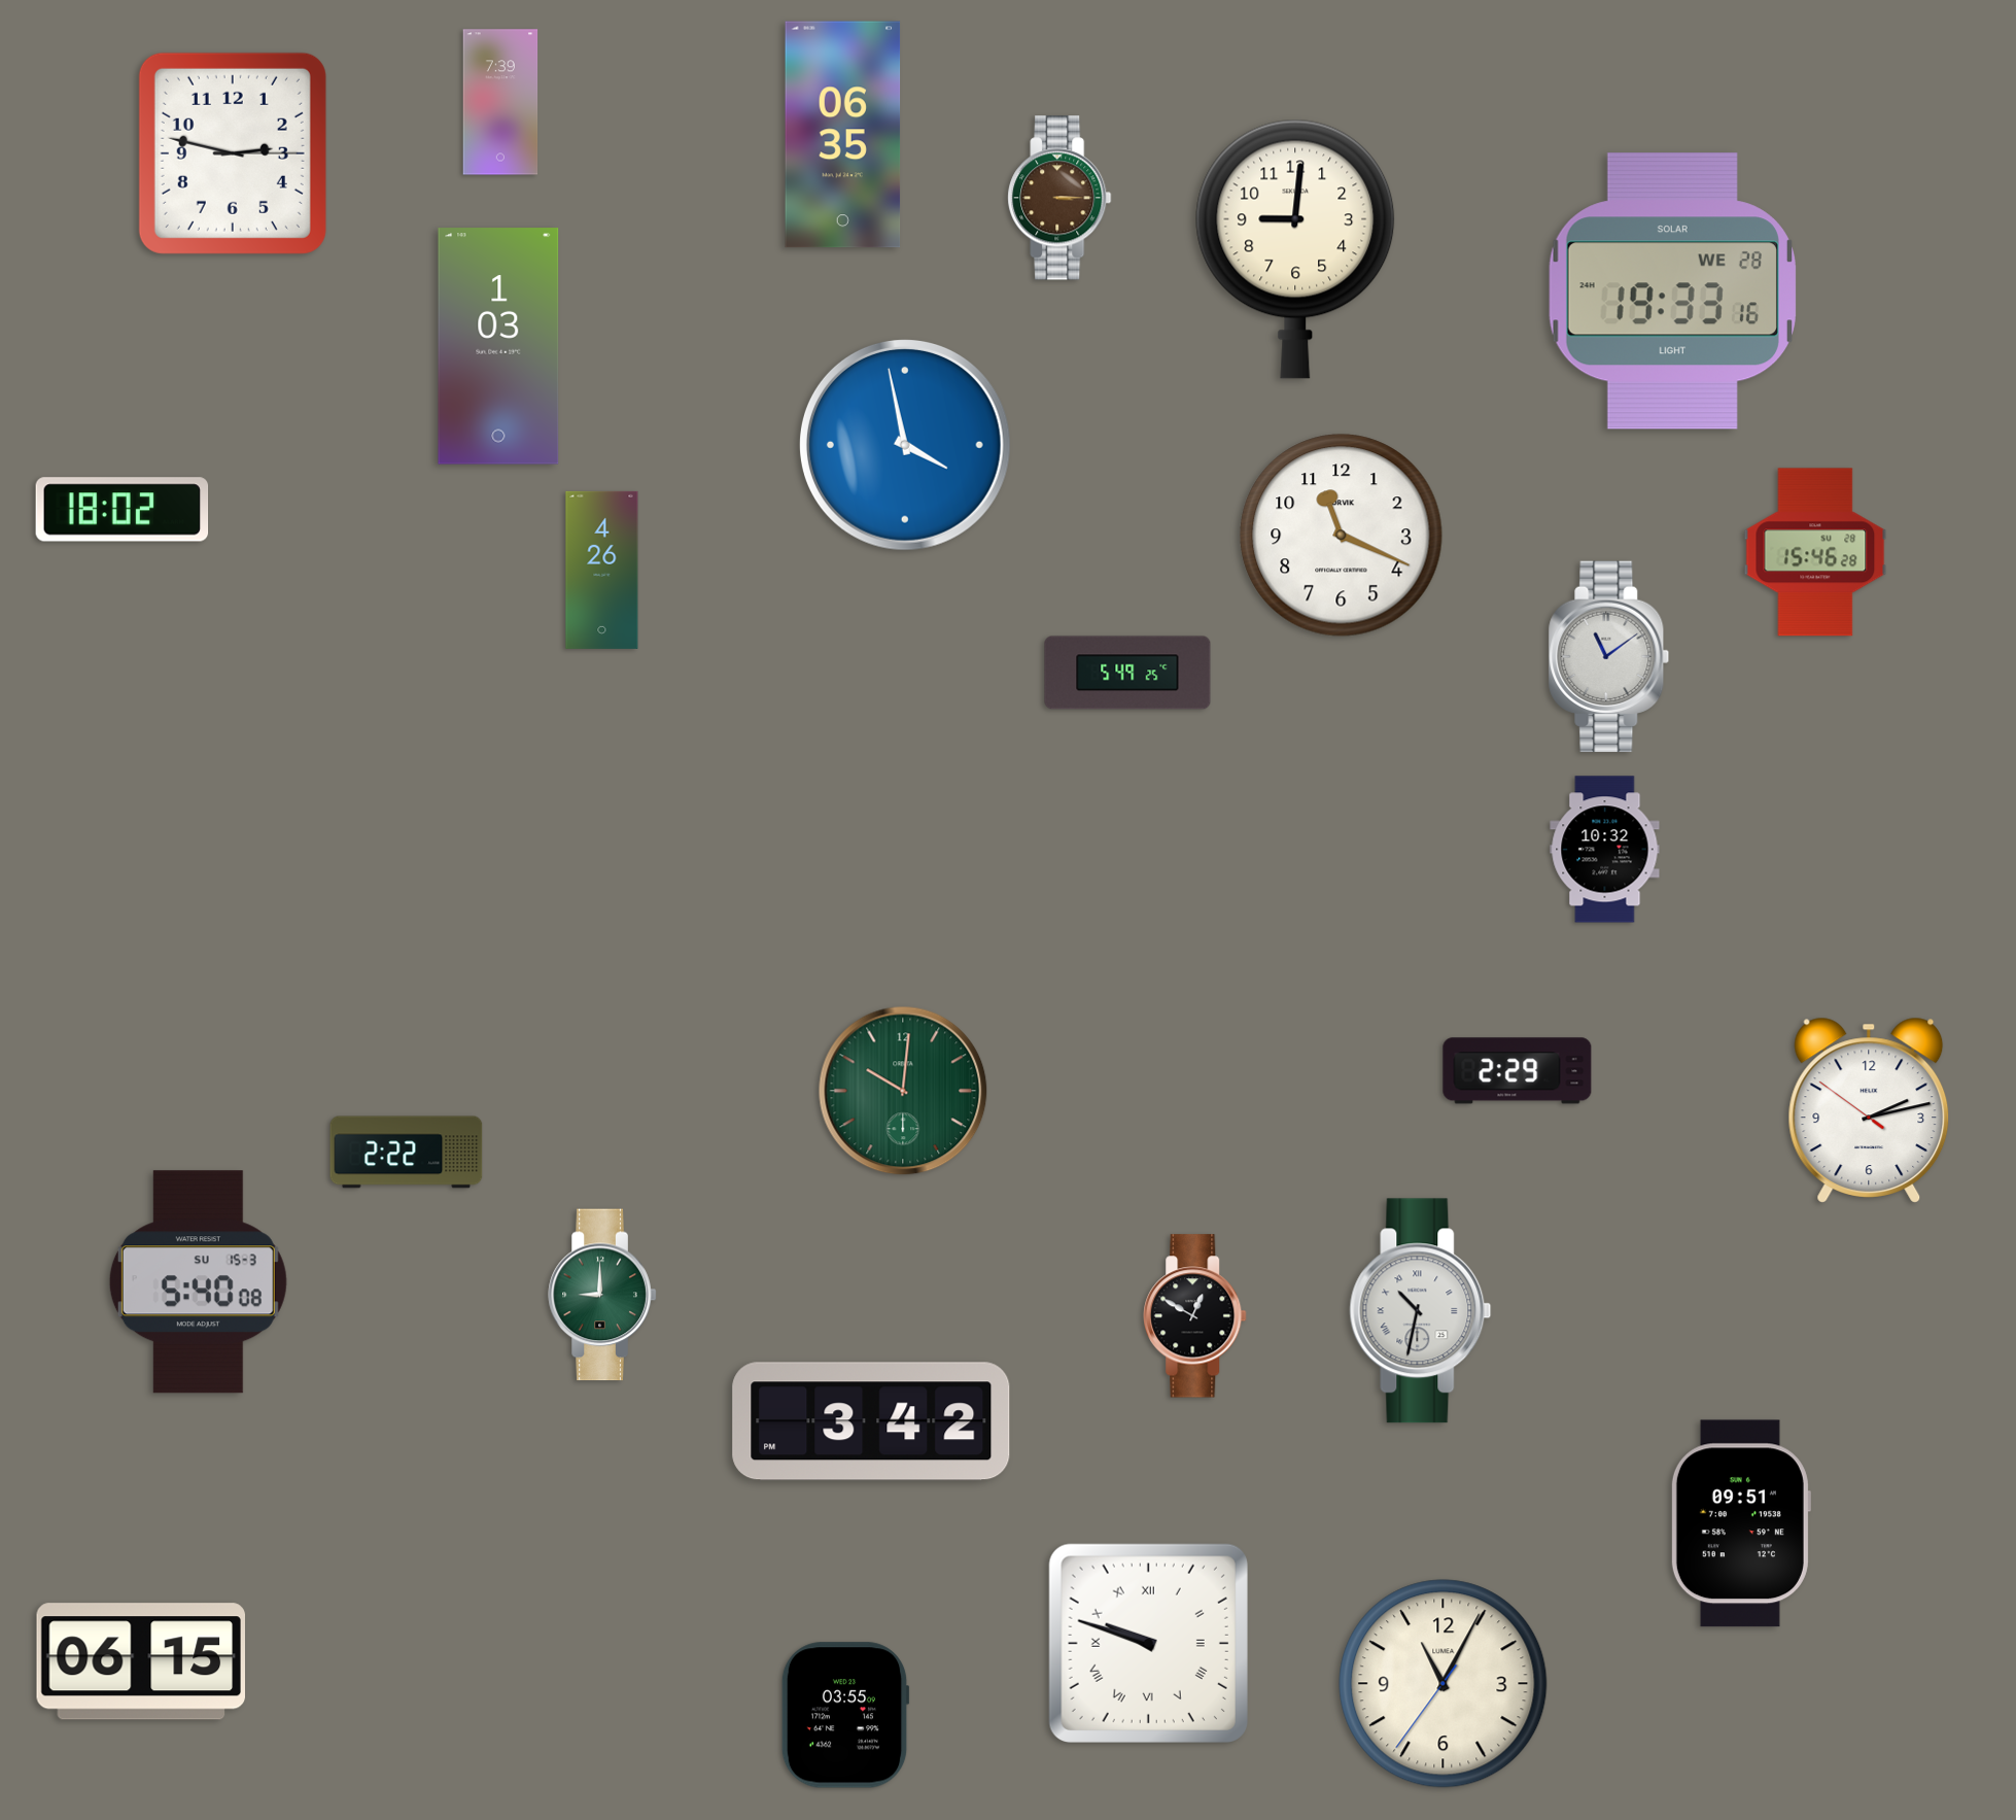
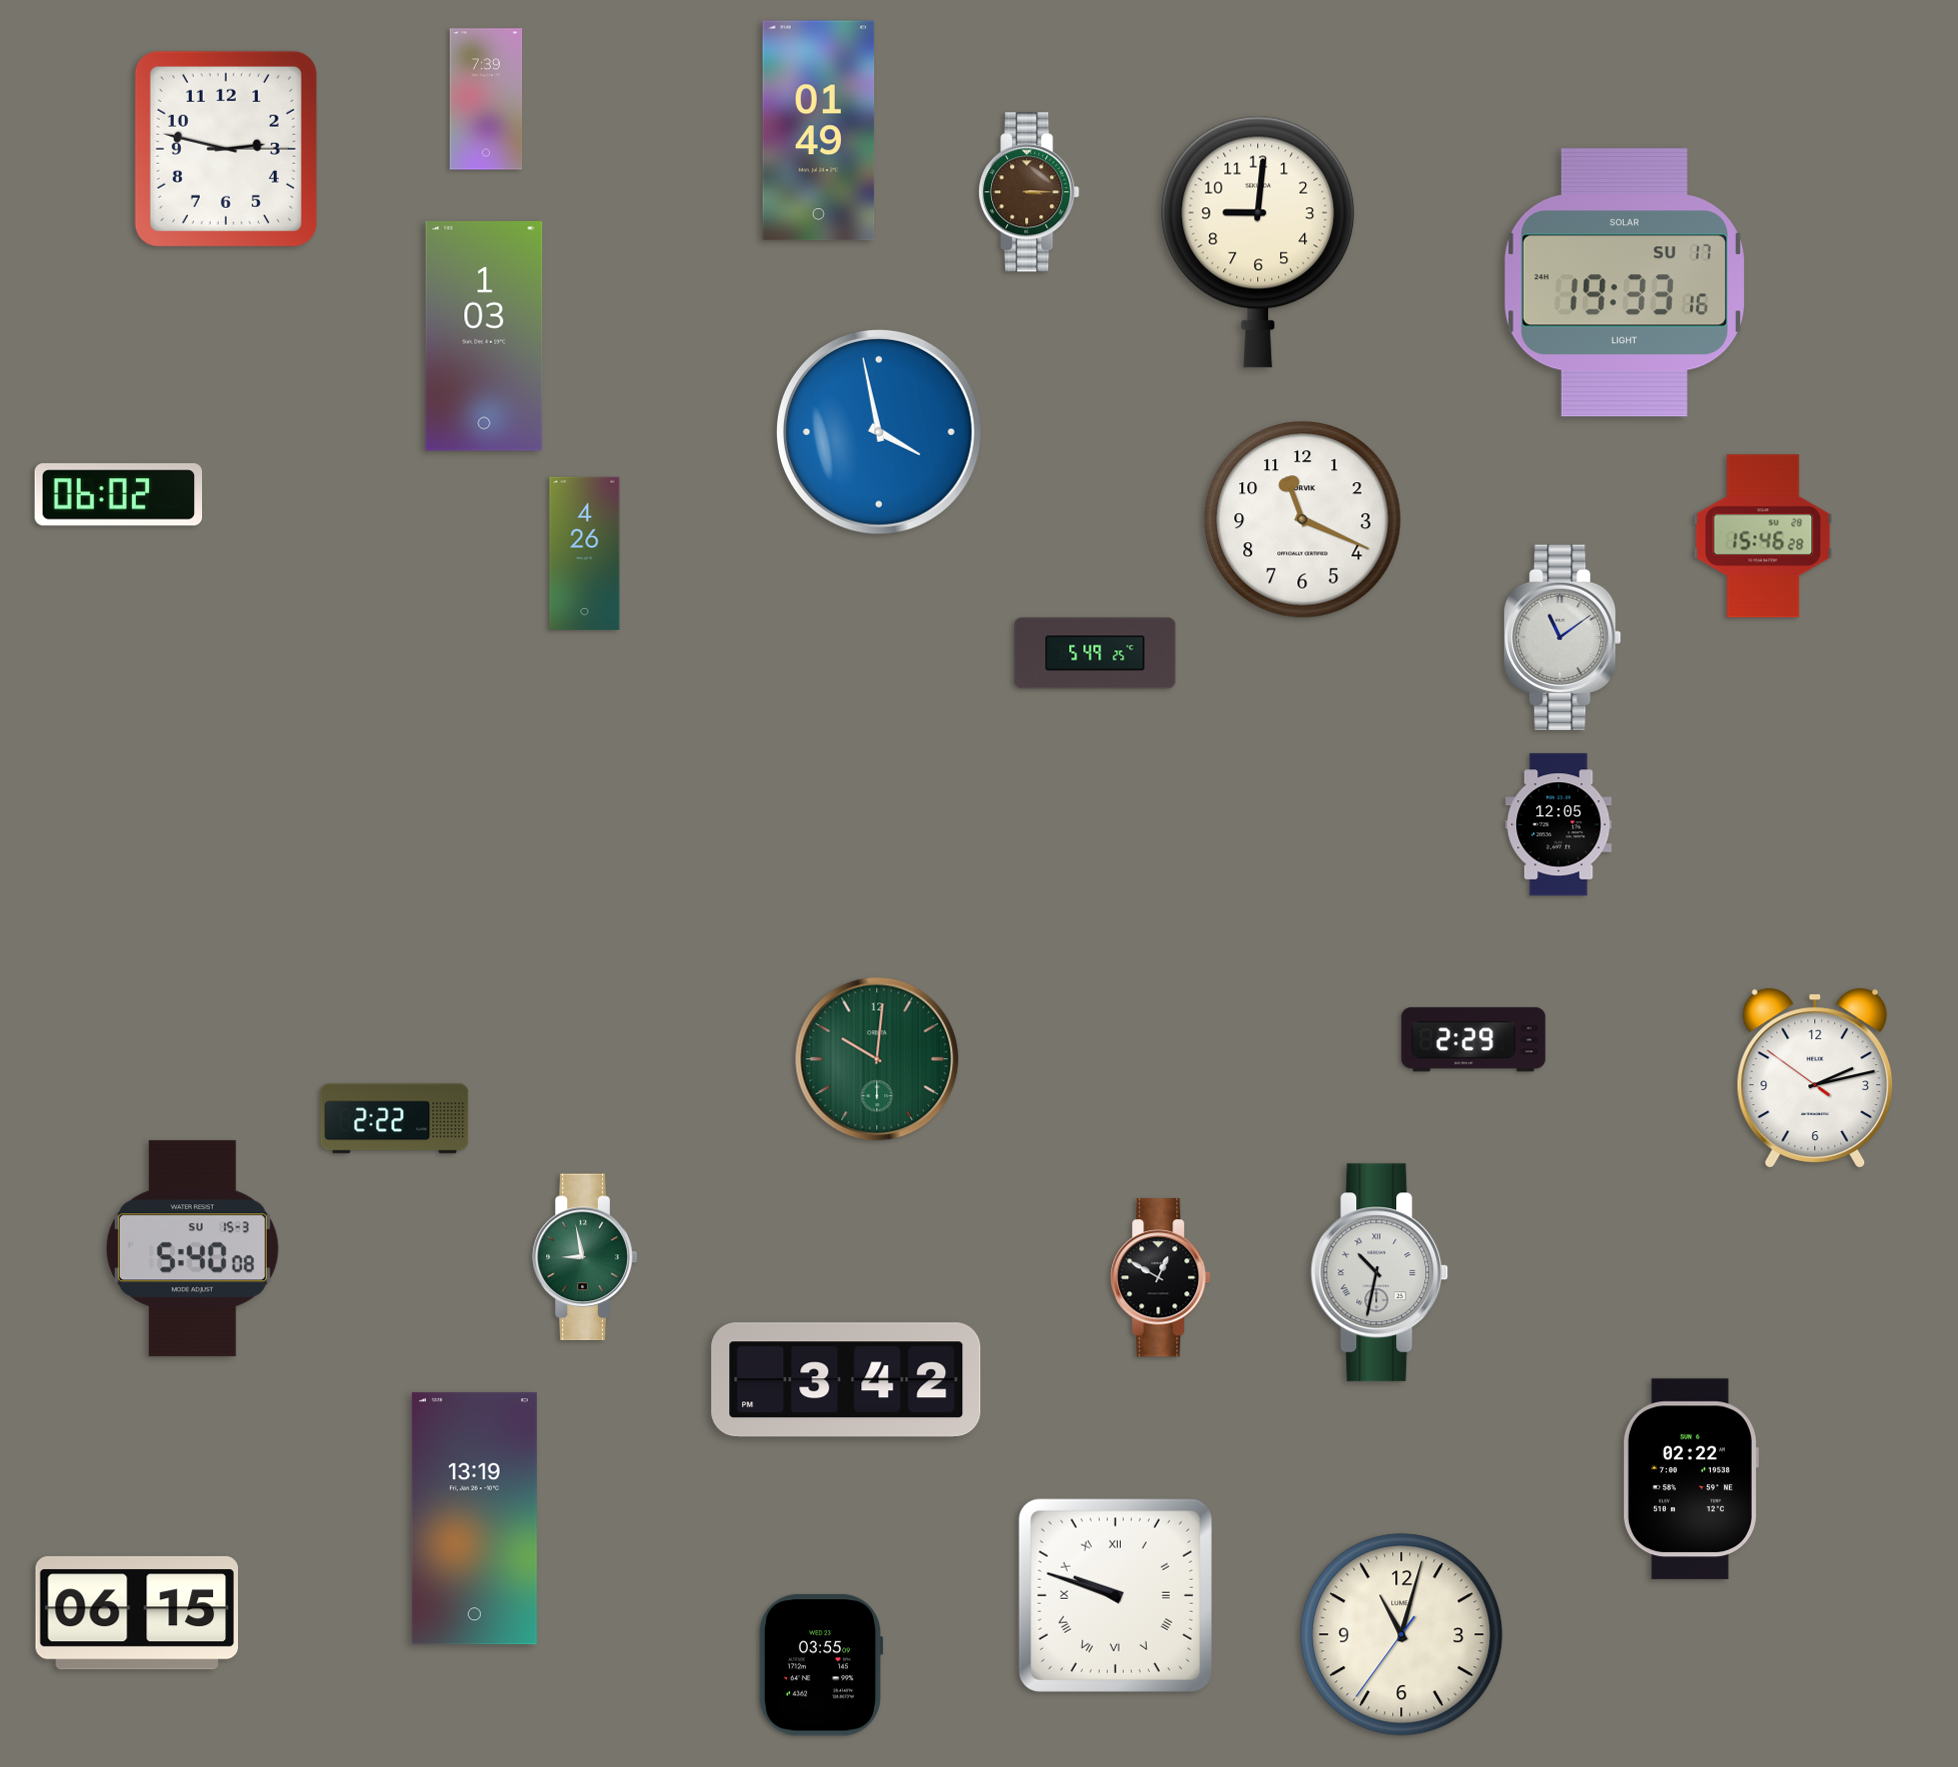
clock at (843, 135): 06:35 -> 01:49
clock at (1672, 291) date: WE 28 -> SU 17
clock at (123, 510): 18:02 -> 06:02
clock at (1605, 850): 10:32 -> 12:05
clock at (198, 1282) position: (198, 1282) -> (192, 1249)
clock at (602, 1295): 9:00 -> 8:58
clock at (1740, 1523): 09:51 -> 02:22
clock at (474, 1519): none -> 13:19
clock at (1444, 1684): 11:04 -> 11:02
